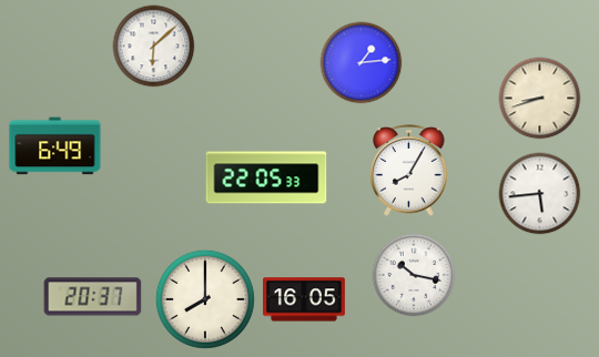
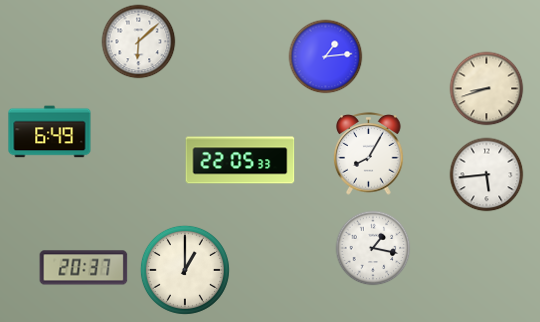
clock at (414, 275): 10:17 -> 1:17
clock at (205, 299): 8:00 -> 1:00
clock at (304, 299): 16:05 -> none
